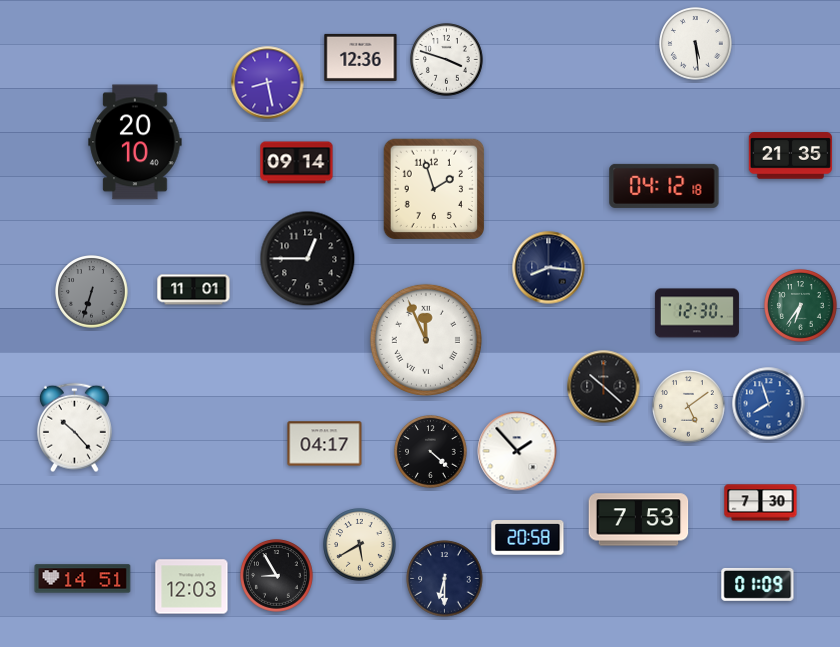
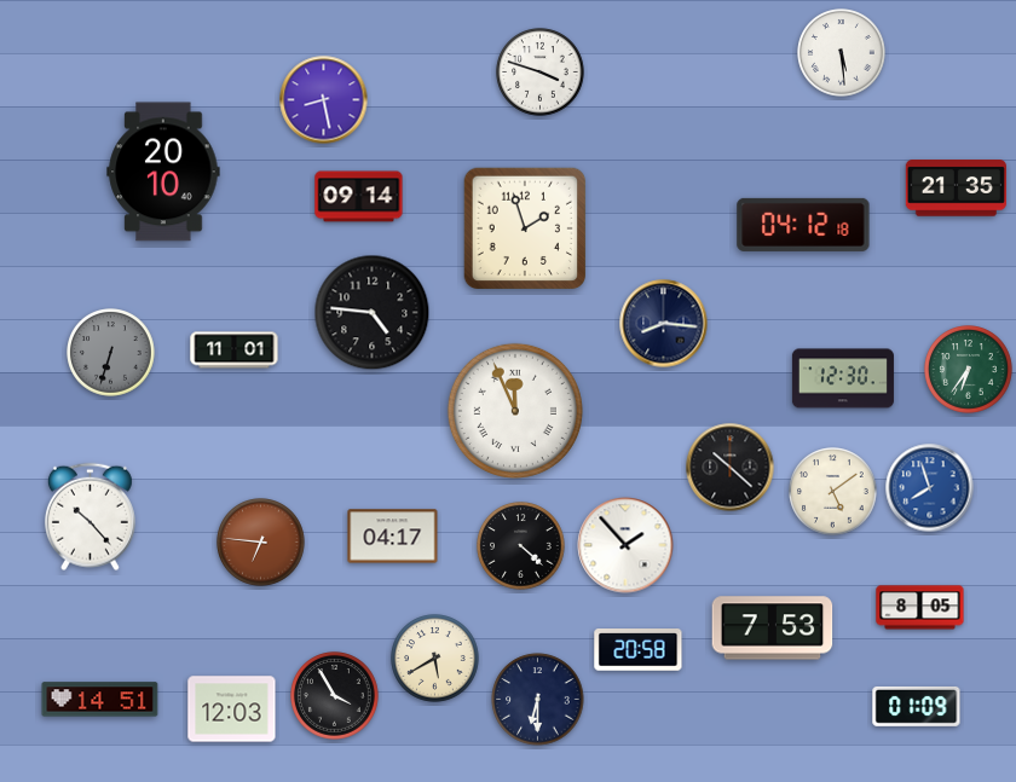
clock at (361, 57): 12:36 -> none
clock at (308, 259): 12:45 -> 4:46
clock at (261, 543): none -> 6:46
clock at (761, 503): 7:30 -> 8:05
clock at (277, 576): 8:55 -> 3:55
